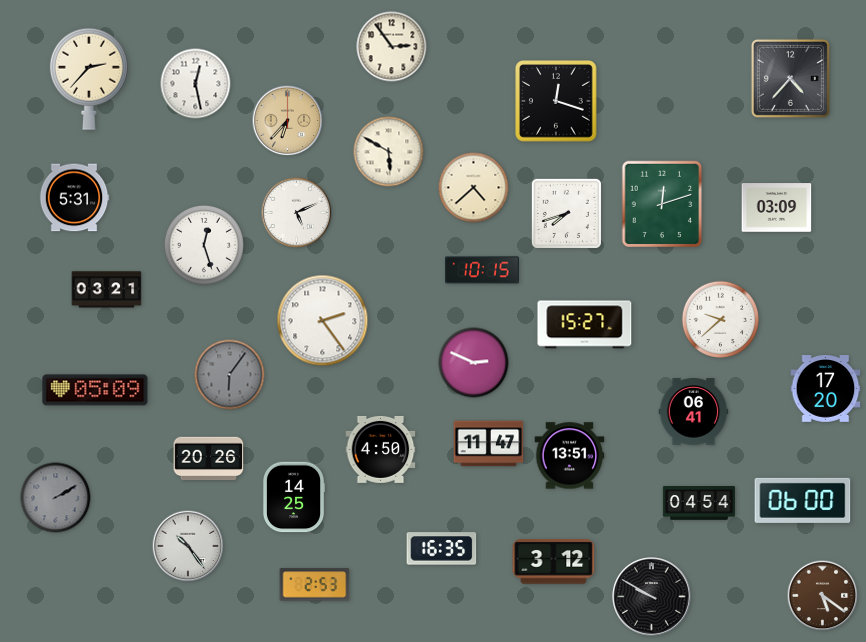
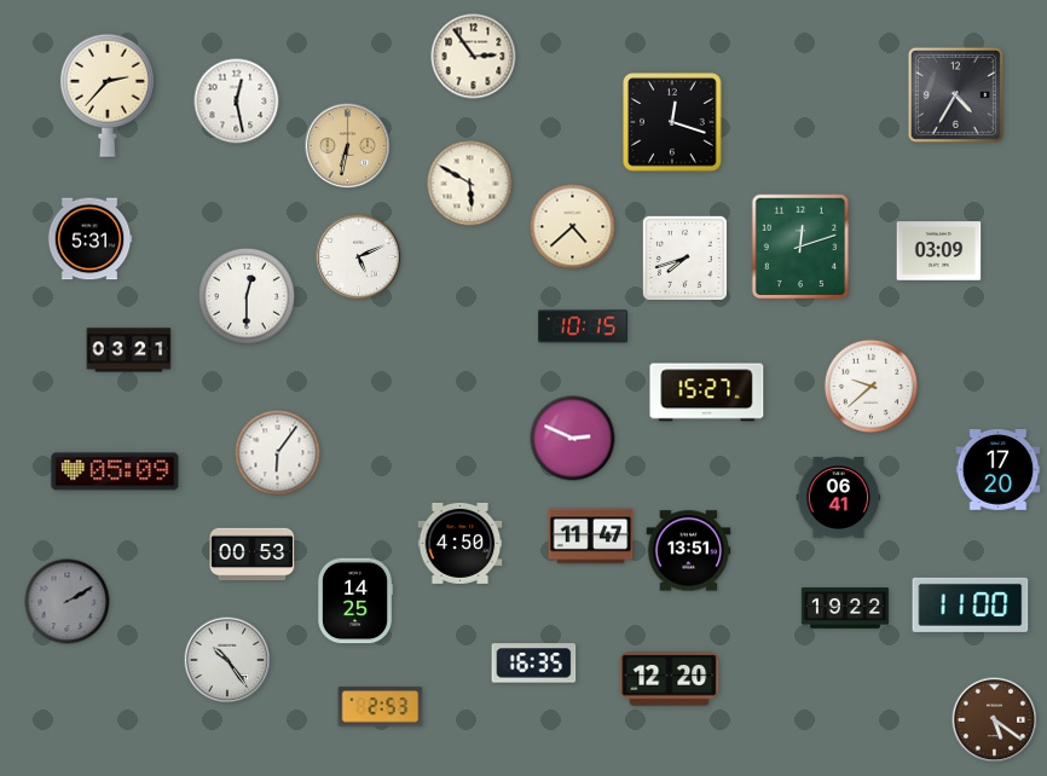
clock at (790, 78): 4:37 -> 4:35
clock at (288, 121): 6:37 -> 6:32
clock at (204, 245): 12:27 -> 12:30
clock at (323, 321): 2:24 -> none
clock at (230, 375) dial: grey -> white
clock at (209, 459): 20:26 -> 00:53
clock at (803, 500): 06:00 -> 11:00
clock at (699, 504): 04:54 -> 19:22
clock at (554, 562): 3:12 -> 12:20
clock at (652, 597): 9:50 -> none
